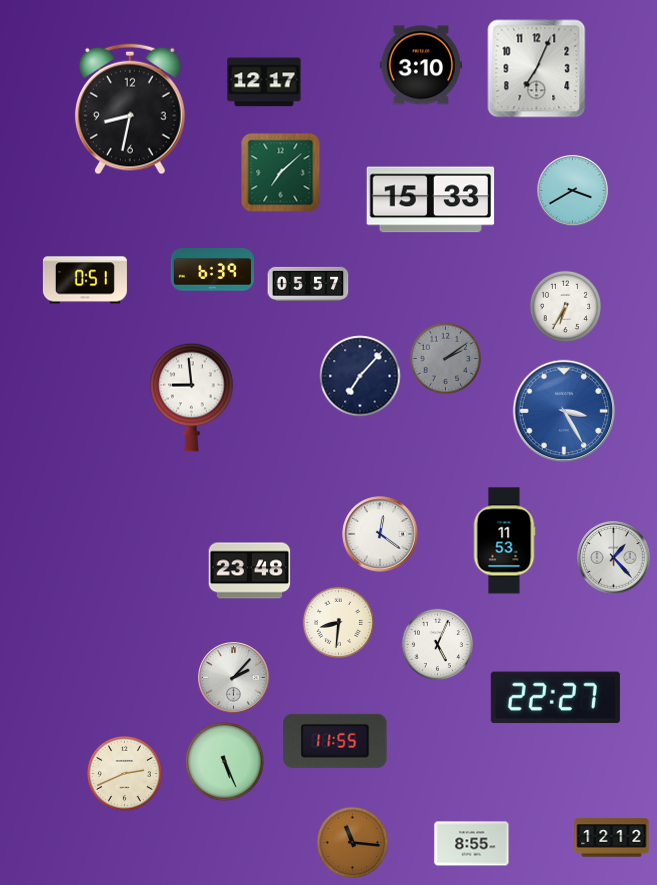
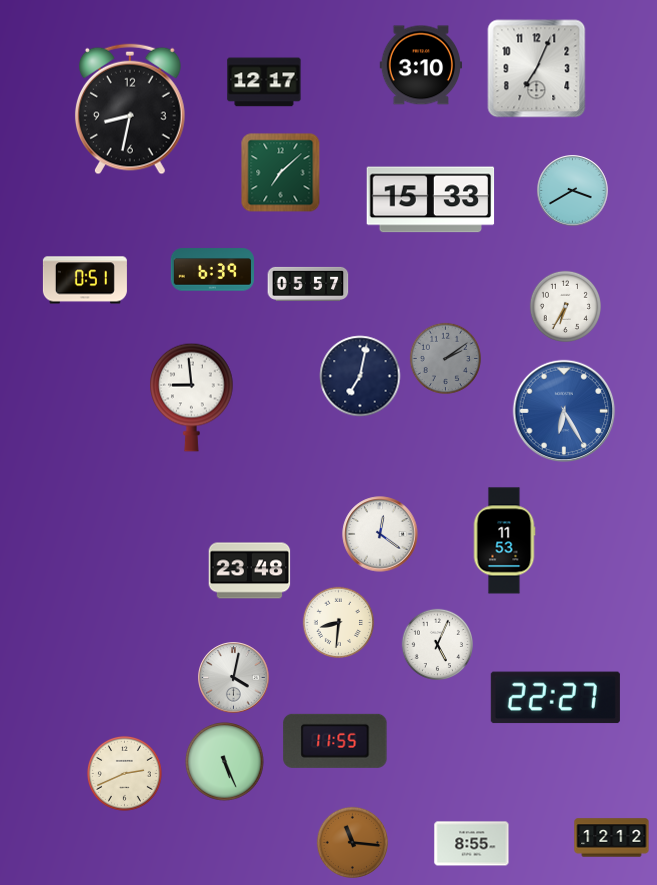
clock at (360, 376): 7:07 -> 7:02
clock at (564, 411): 3:25 -> 6:25
clock at (614, 558): 1:23 -> none
clock at (234, 678): 2:07 -> 4:02
